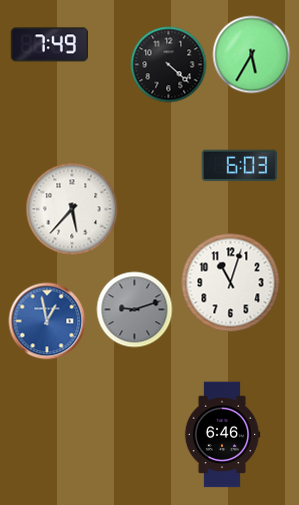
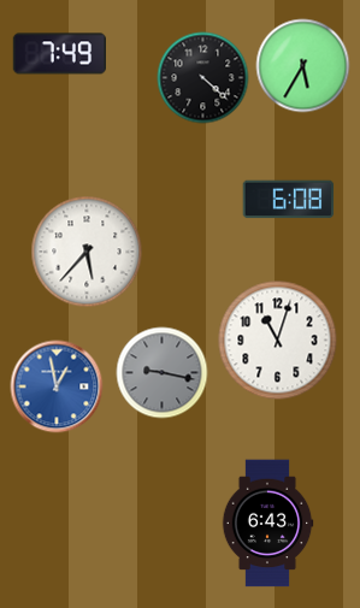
clock at (240, 166): 6:03 -> 6:08
clock at (135, 310): 9:12 -> 9:17
clock at (222, 435): 6:46 -> 6:43
